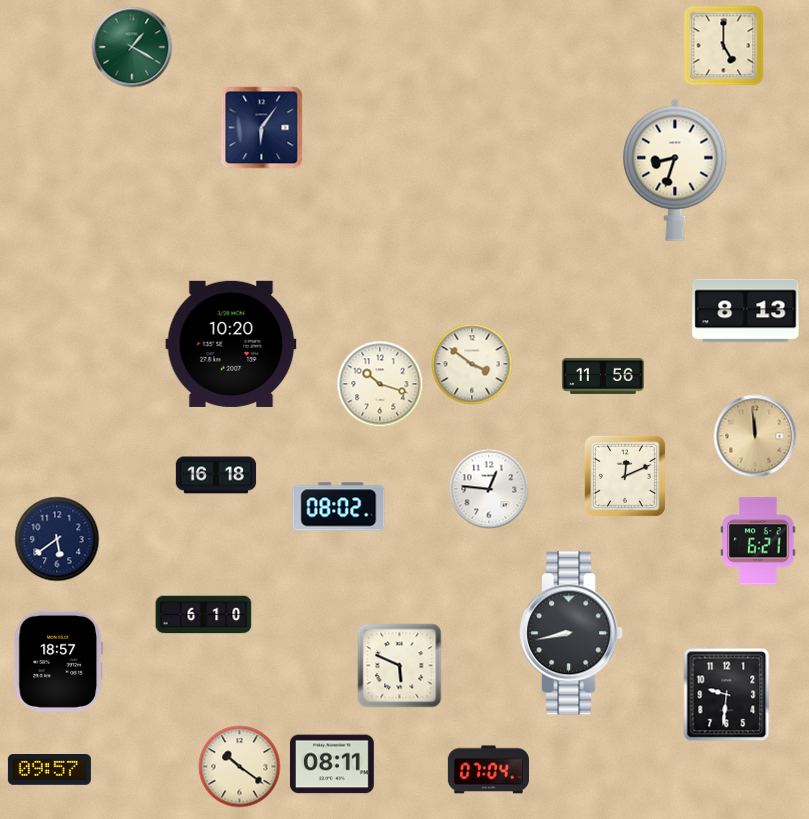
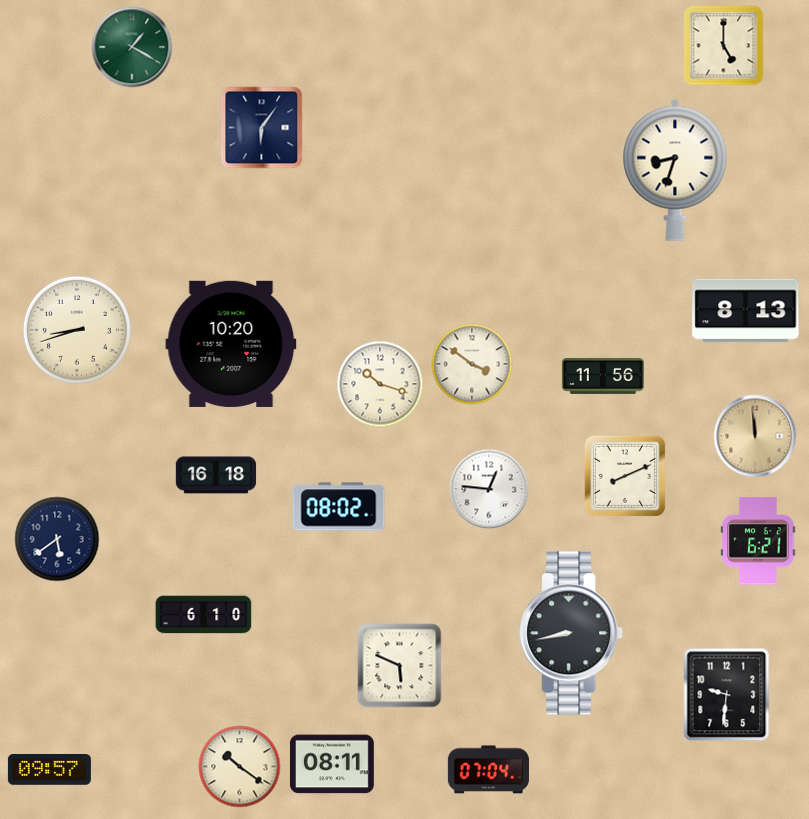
clock at (77, 330): none -> 8:42
clock at (625, 476): 12:11 -> 8:11
clock at (59, 661): 18:57 -> none
